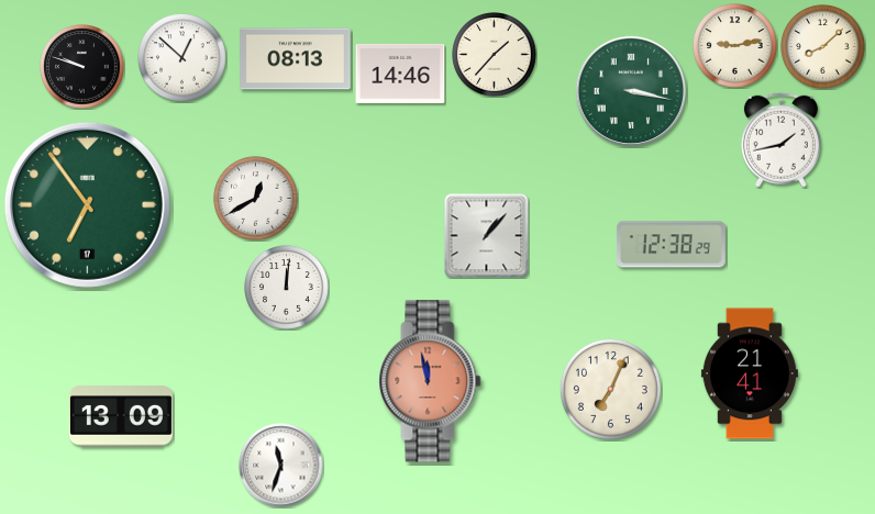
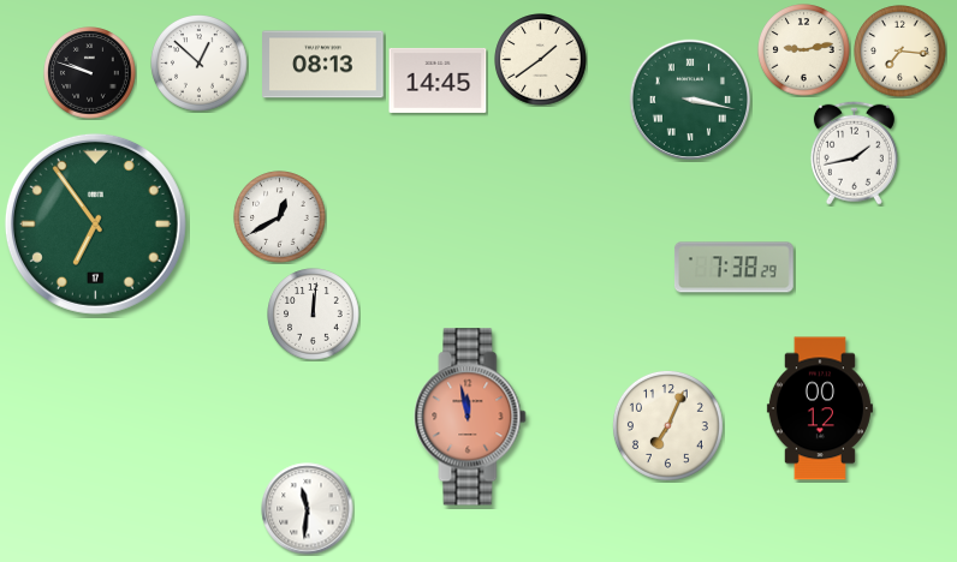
clock at (823, 47): 8:08 -> 7:16
clock at (495, 55): 1:37 -> 1:39
clock at (400, 74): 14:46 -> 14:45
clock at (487, 236): 1:07 -> none
clock at (671, 245): 12:38 -> 7:38
clock at (750, 373): 21:41 -> 00:12
clock at (121, 416): 13:09 -> none
clock at (281, 466): 11:33 -> 11:31
